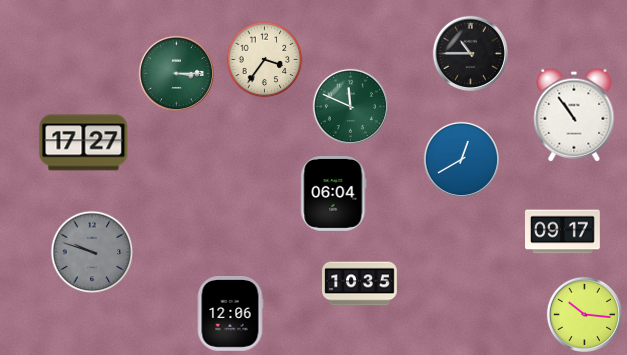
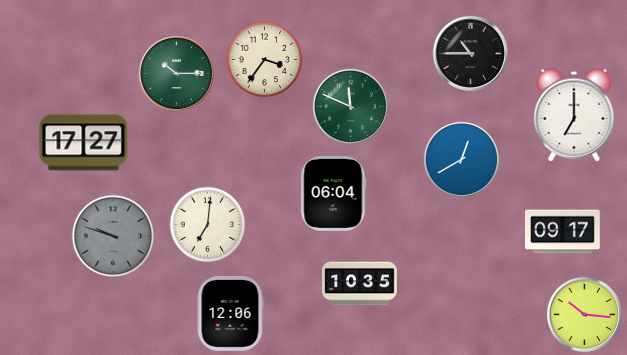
clock at (176, 73): 3:15 -> 10:15
clock at (574, 115): 10:54 -> 7:00
clock at (208, 225): none -> 7:01
clock at (92, 252) position: (92, 252) -> (113, 236)
